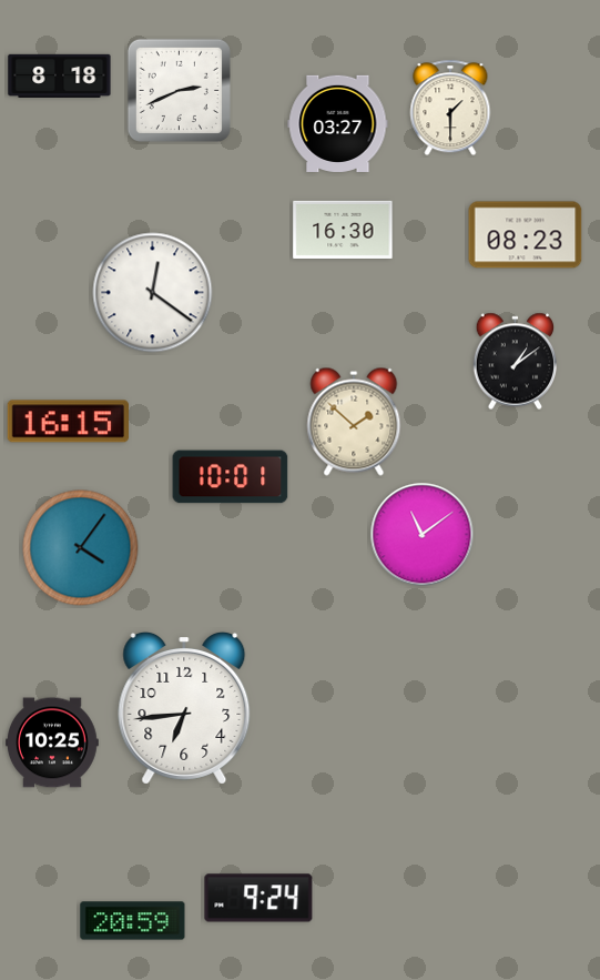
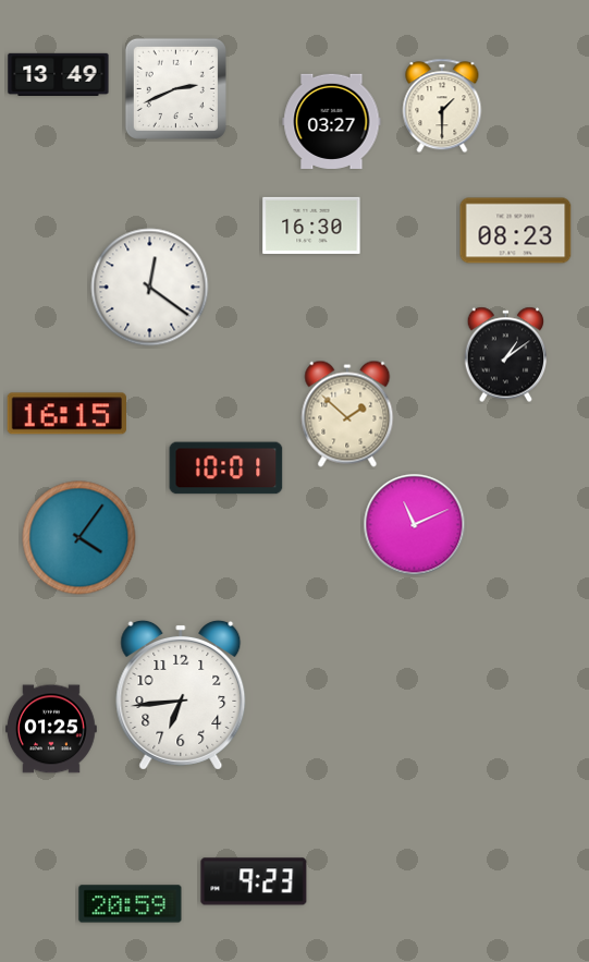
clock at (60, 75): 8:18 -> 13:49
clock at (343, 230) position: (343, 230) -> (311, 226)
clock at (423, 535): 11:09 -> 11:11
clock at (53, 742): 10:25 -> 01:25
clock at (258, 898): 9:24 -> 9:23
